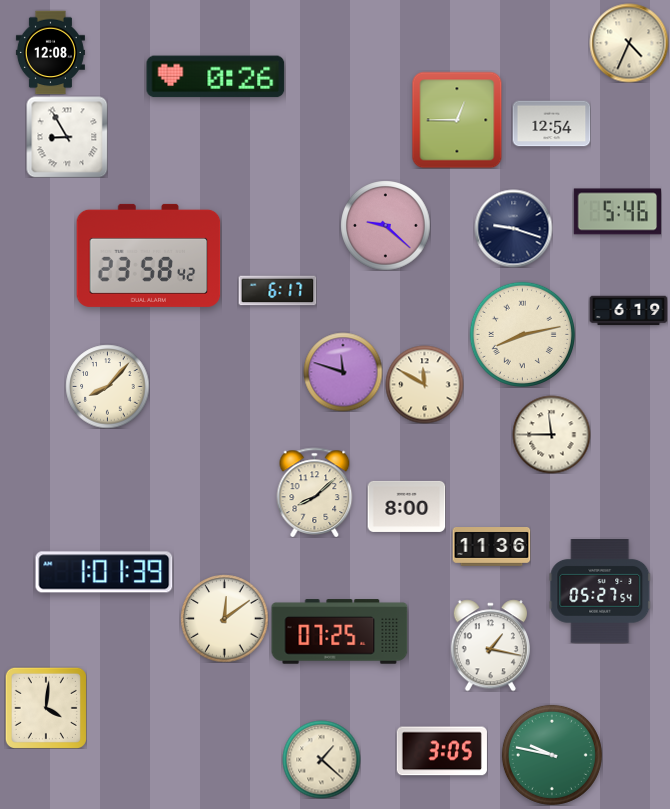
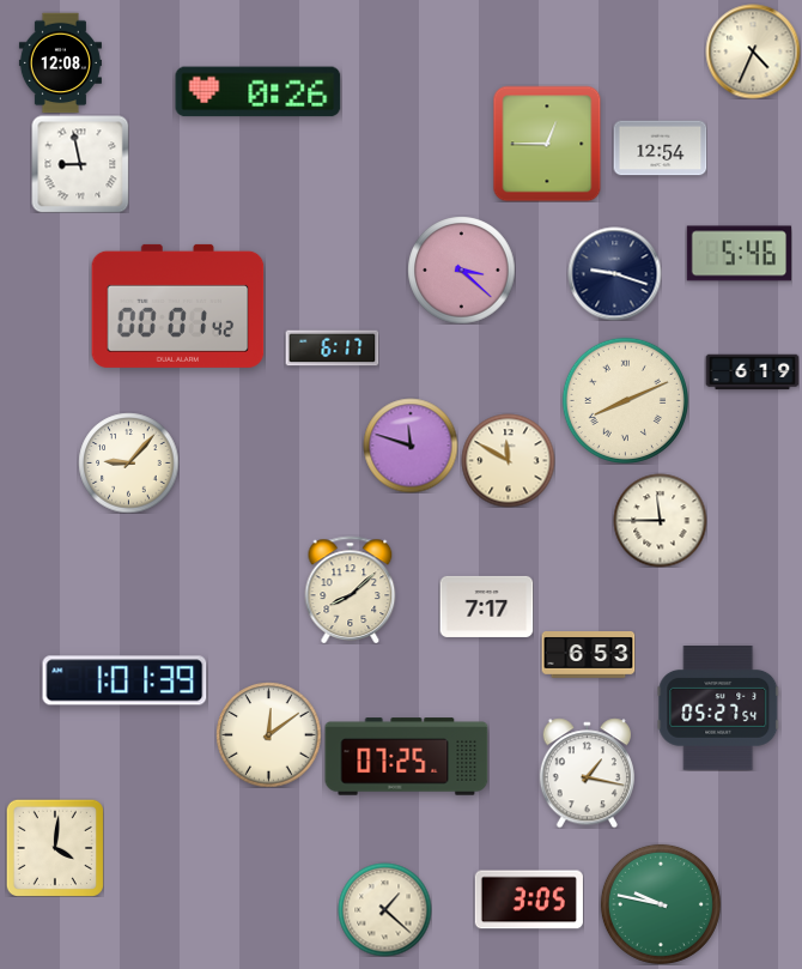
clock at (67, 137): 8:55 -> 8:58
clock at (385, 225): 9:22 -> 3:22
clock at (149, 255): 23:58 -> 00:01
clock at (522, 334): 8:13 -> 8:11
clock at (107, 386): 8:07 -> 9:07
clock at (315, 492) position: (315, 492) -> (351, 589)
clock at (406, 506): 8:00 -> 7:17
clock at (491, 547): 11:36 -> 6:53
clock at (104, 572) position: (104, 572) -> (124, 680)
clock at (224, 618) position: (224, 618) -> (268, 734)
